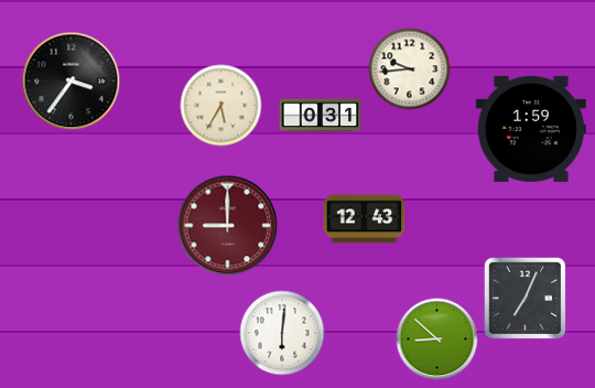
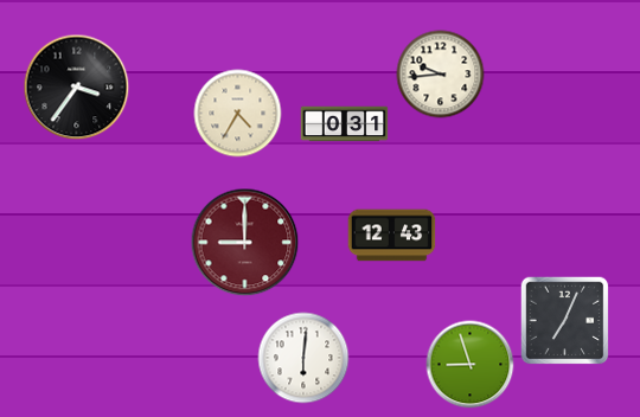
clock at (221, 106): 5:35 -> 4:35
clock at (531, 129): 1:59 -> none
clock at (437, 339): 8:52 -> 8:57
